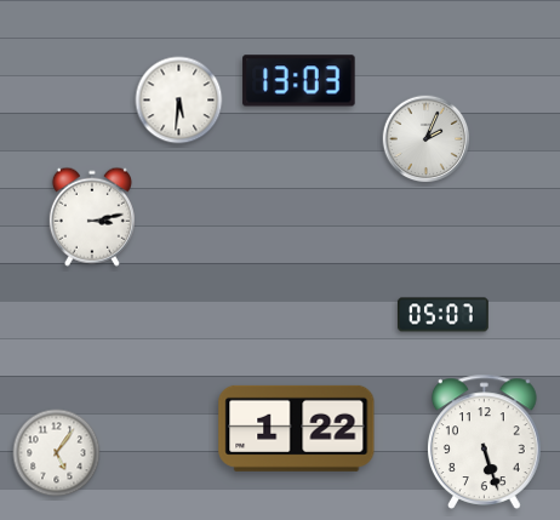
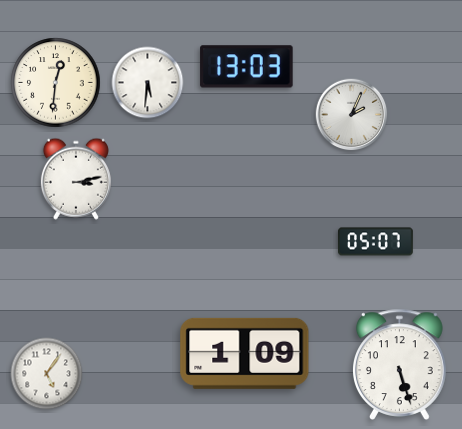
clock at (56, 83): none -> 12:31
clock at (444, 315) position: (444, 315) -> (376, 242)
clock at (297, 428): 1:22 -> 1:09
